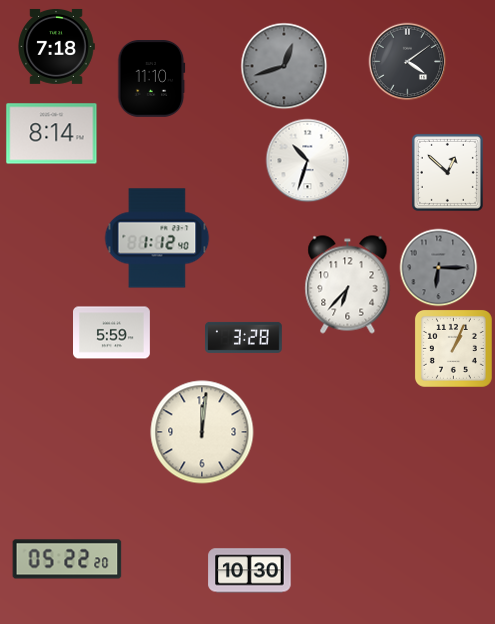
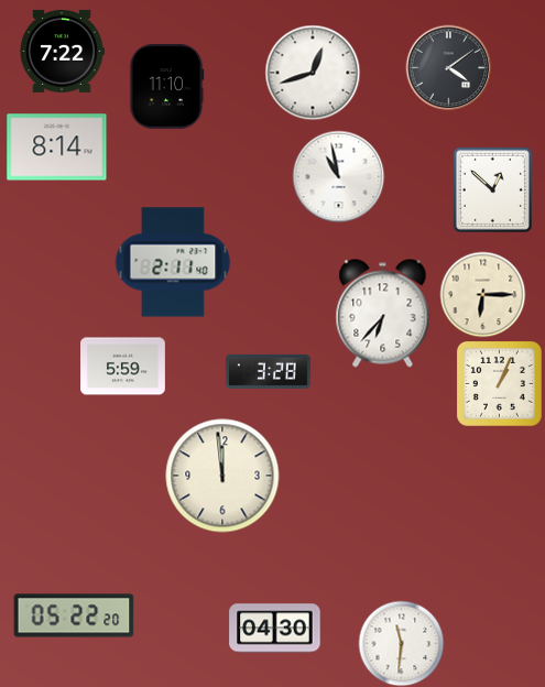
clock at (56, 46): 7:18 -> 7:22
clock at (284, 66) dial: grey -> white
clock at (307, 160): 10:33 -> 10:58
clock at (157, 238): 1:12 -> 2:11
clock at (438, 267) dial: grey -> cream
clock at (202, 432): 12:01 -> 11:59
clock at (250, 571): 10:30 -> 04:30
clock at (401, 643): none -> 11:31
